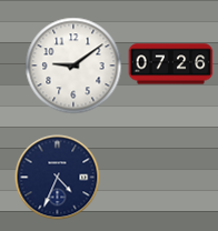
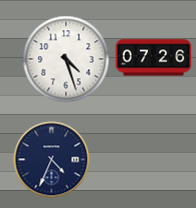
clock at (73, 66): 9:09 -> 4:27
